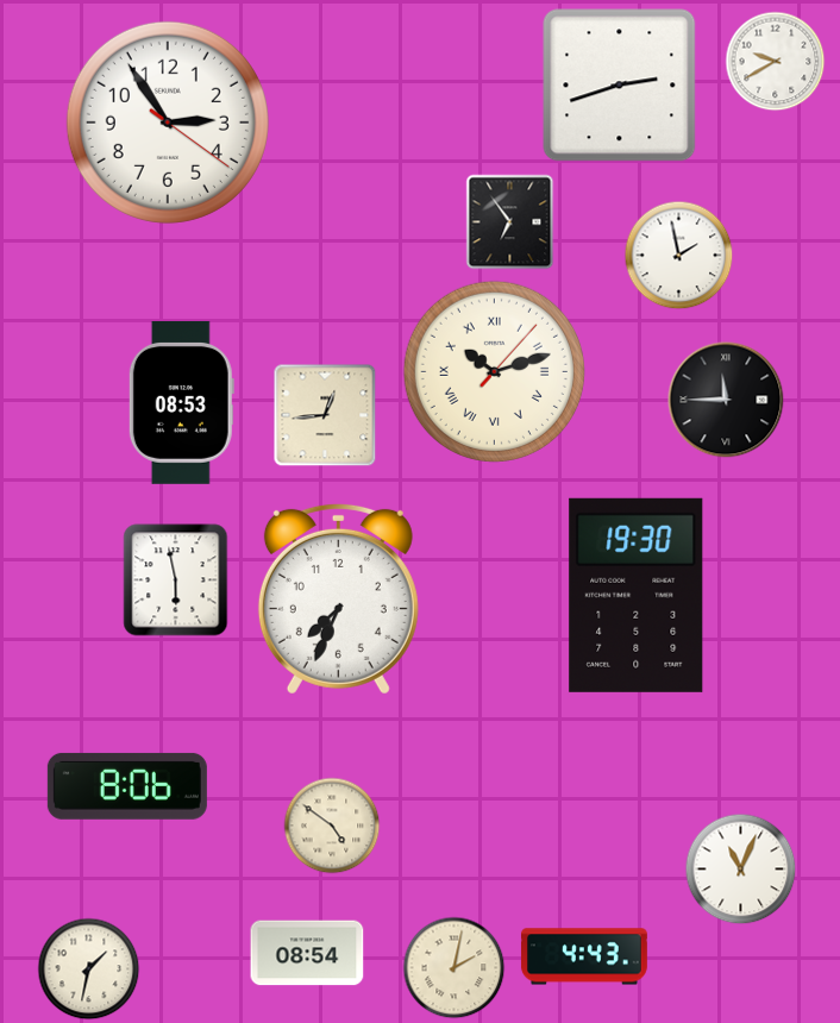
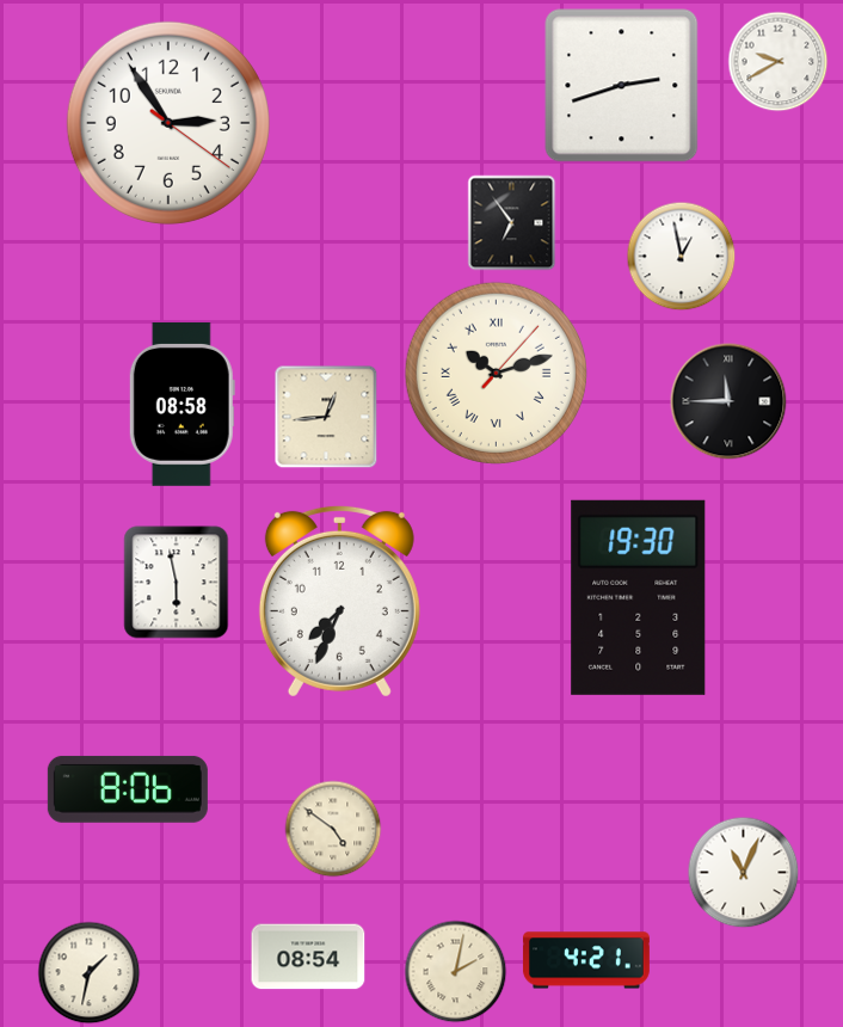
clock at (679, 256): 1:58 -> 12:58
clock at (181, 402): 08:53 -> 08:58
clock at (584, 956): 4:43 -> 4:21
